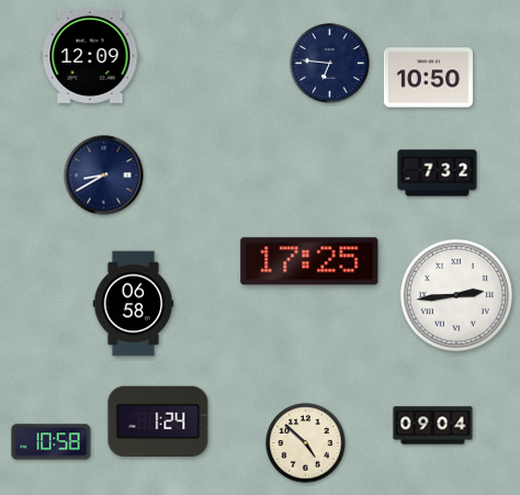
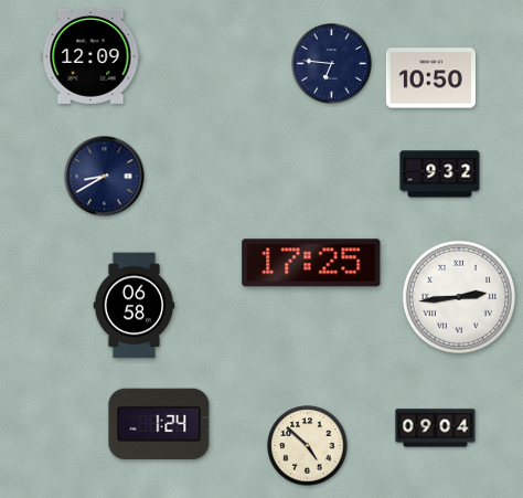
clock at (438, 173): 7:32 -> 9:32
clock at (52, 442): 10:58 -> none
